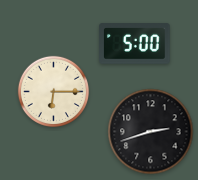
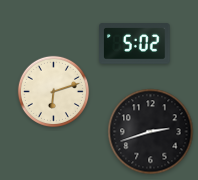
clock at (135, 44): 5:00 -> 5:02
clock at (53, 91): 6:15 -> 6:12
